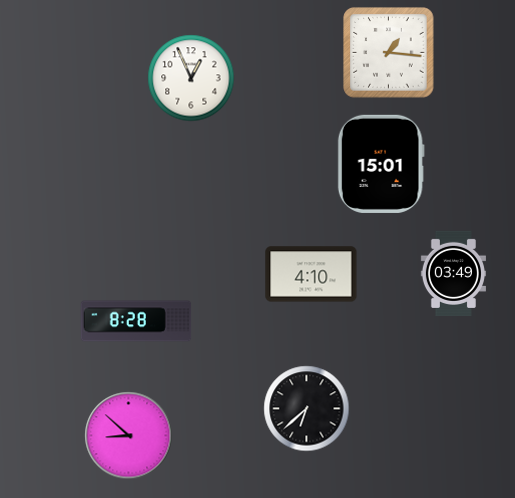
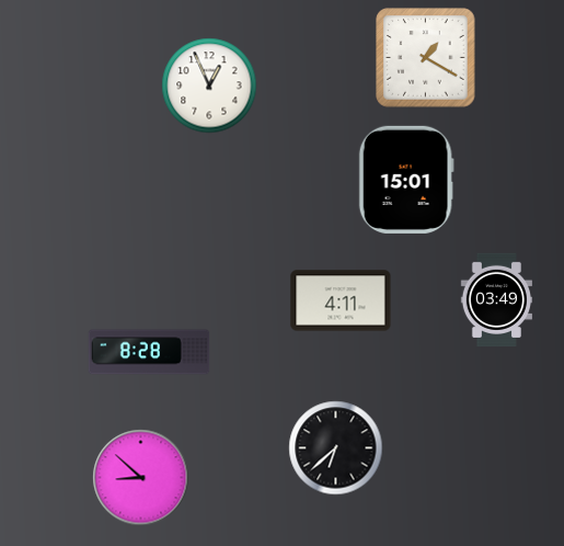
clock at (389, 53): 1:16 -> 1:20
clock at (381, 164) position: (381, 164) -> (406, 180)
clock at (311, 274): 4:10 -> 4:11
